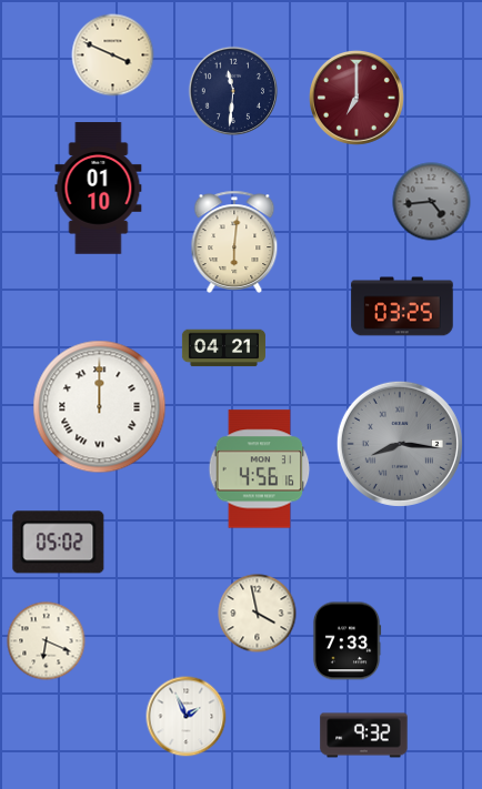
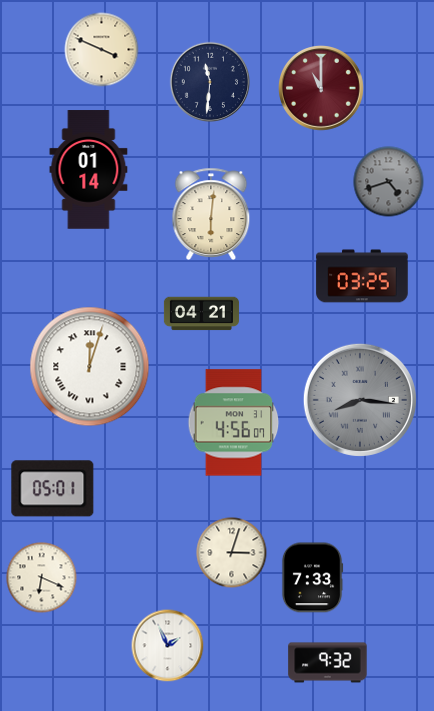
clock at (358, 99): 7:00 -> 11:00
clock at (99, 189): 01:10 -> 01:14
clock at (432, 202): 4:44 -> 4:42
clock at (234, 241) position: (234, 241) -> (211, 213)
clock at (100, 407): 12:00 -> 12:03
clock at (260, 469): 4:56:16 -> 4:56:07
clock at (59, 543): 05:02 -> 05:01
clock at (258, 614): 3:58 -> 3:03
